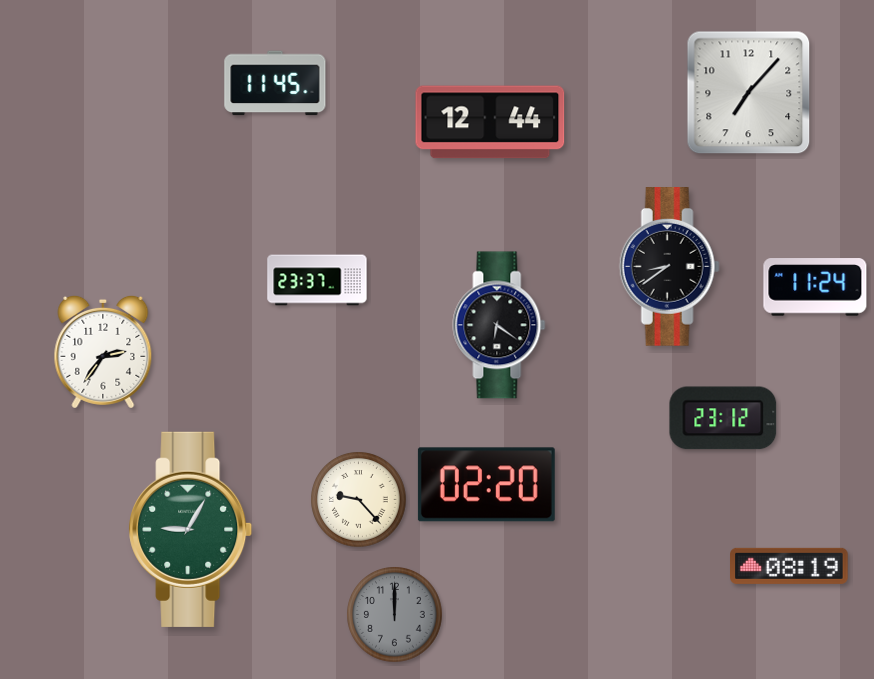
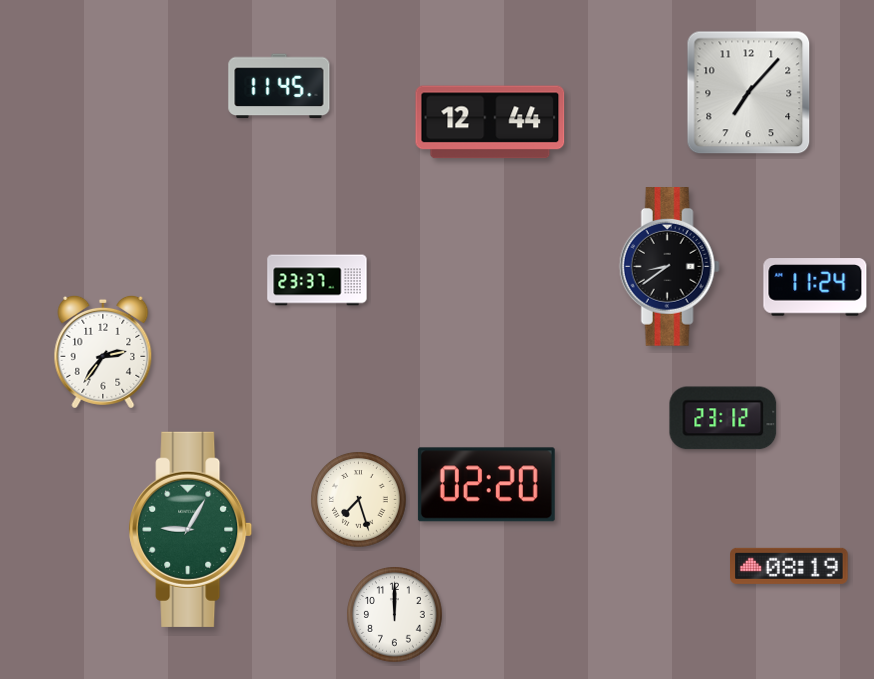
clock at (275, 83) position: (275, 83) -> (279, 86)
clock at (499, 325): 6:21 -> none
clock at (359, 500): 9:23 -> 7:27
clock at (395, 615) dial: grey -> white
